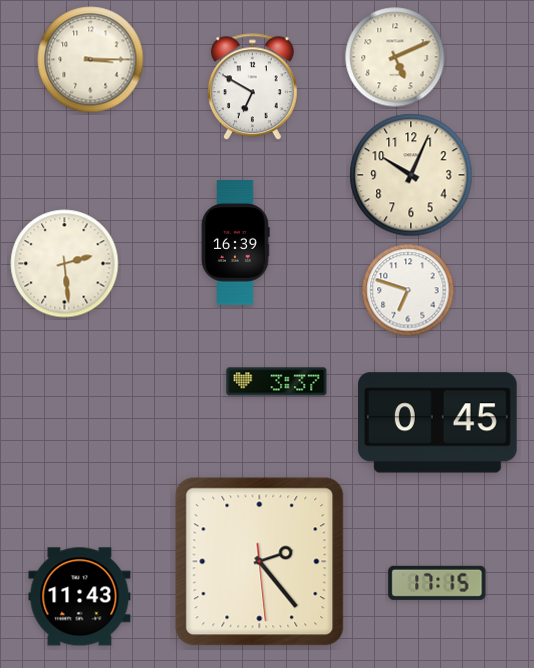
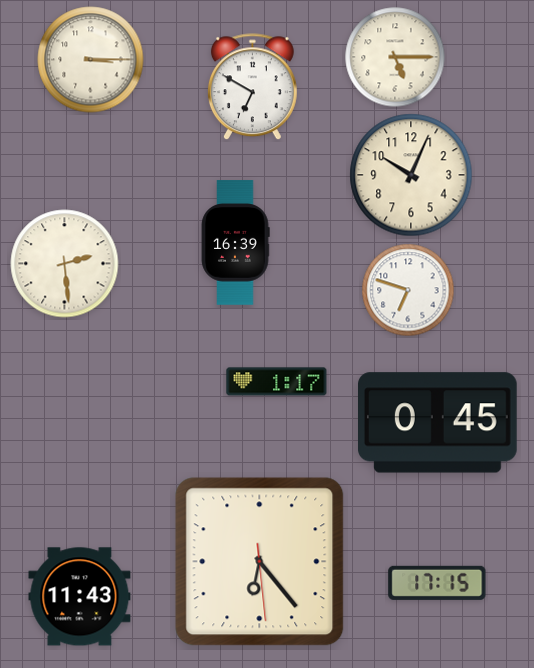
clock at (395, 57): 5:11 -> 5:15
clock at (277, 382): 3:37 -> 1:17
clock at (260, 562): 2:23 -> 6:23
